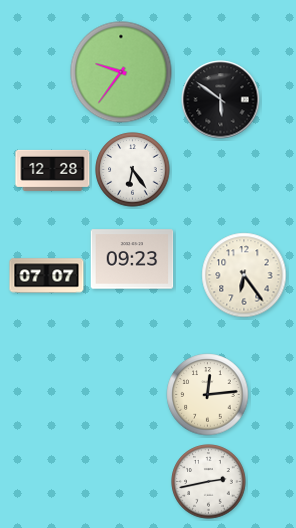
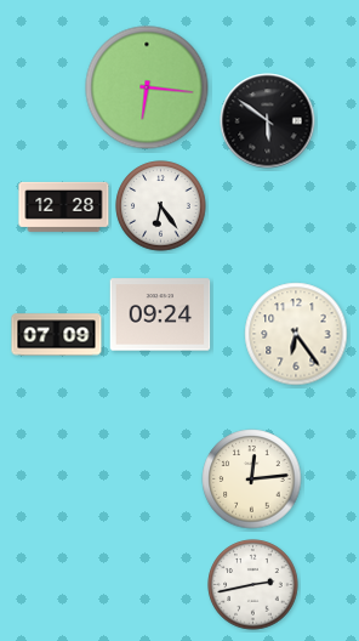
clock at (121, 72): 9:36 -> 6:16
clock at (132, 259): 09:23 -> 09:24
clock at (47, 276): 07:07 -> 07:09
